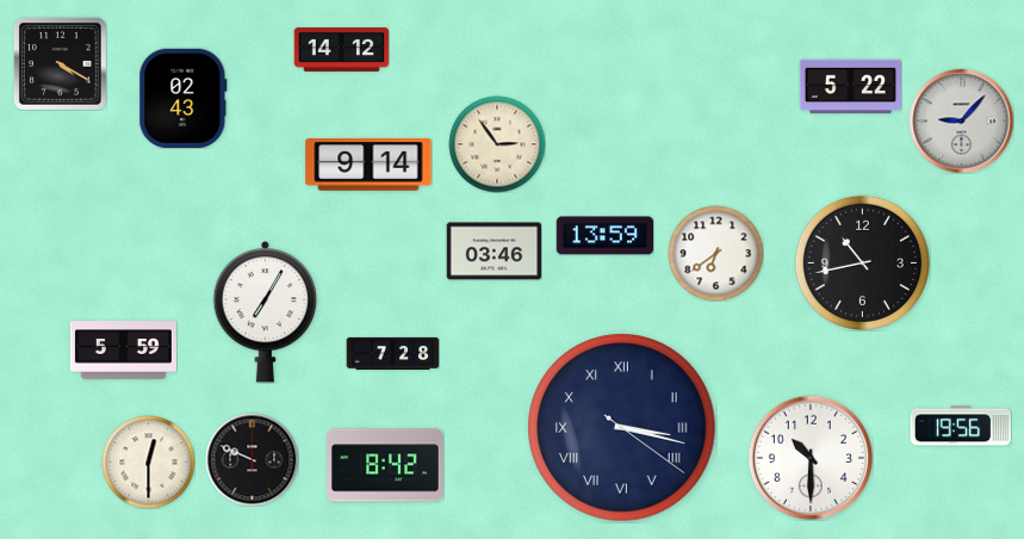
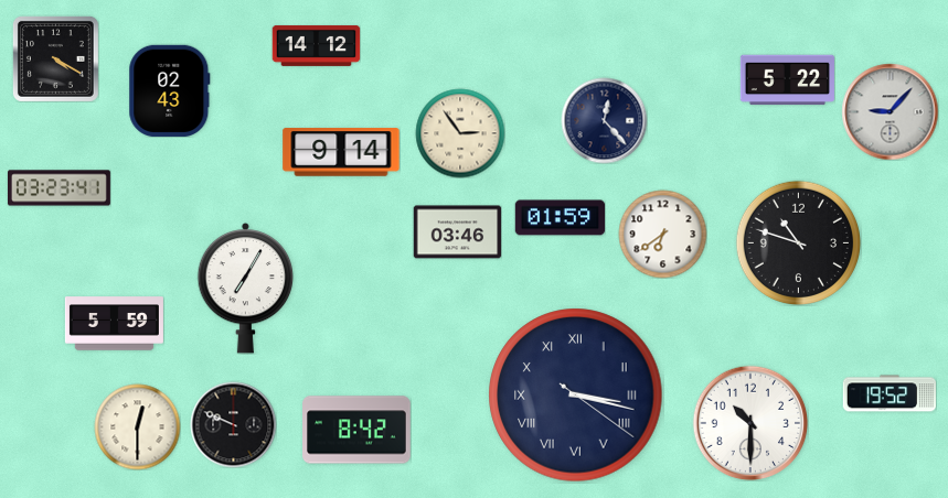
clock at (604, 120): none -> 12:23
clock at (58, 188): none -> 03:23
clock at (604, 236): 13:59 -> 01:59
clock at (862, 262): 10:43 -> 10:48
clock at (392, 353): 7:28 -> none
clock at (960, 426): 19:56 -> 19:52
